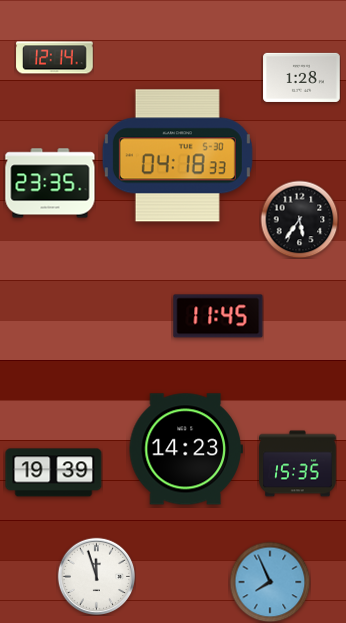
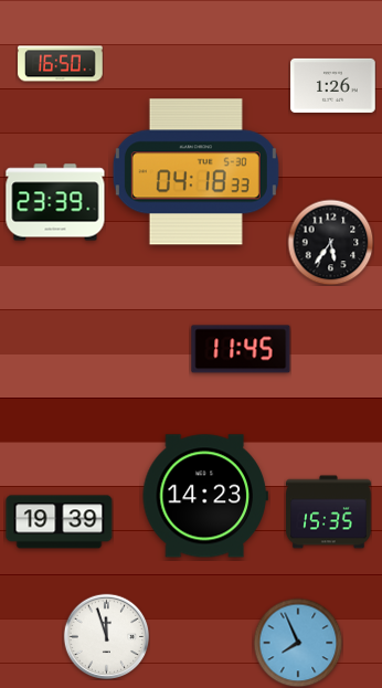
clock at (55, 58): 12:14 -> 16:50
clock at (302, 77): 1:28 -> 1:26
clock at (50, 183): 23:35 -> 23:39
